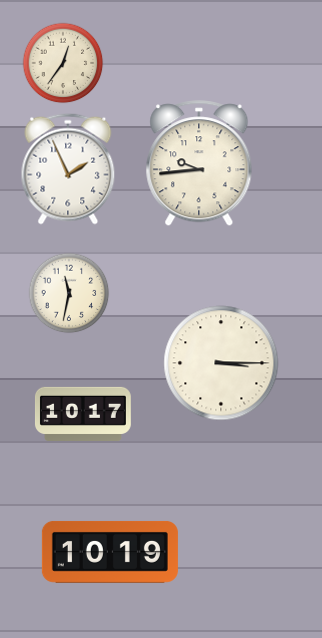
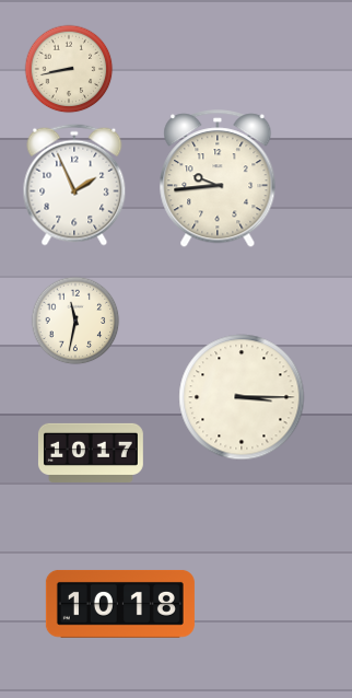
clock at (63, 63): 12:36 -> 8:43
clock at (110, 552): 10:19 -> 10:18
